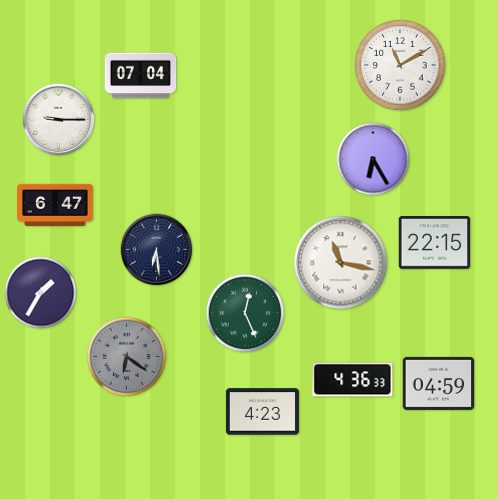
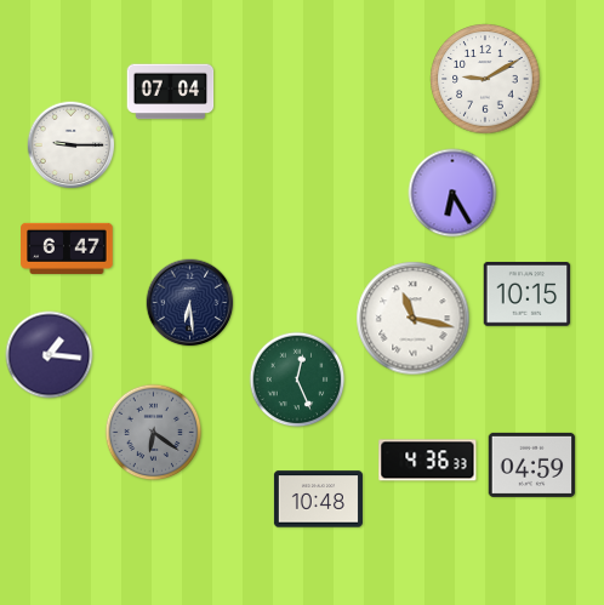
clock at (400, 65): 11:10 -> 9:10
clock at (435, 243): 22:15 -> 10:15
clock at (41, 293): 1:35 -> 1:16
clock at (262, 412): 4:23 -> 10:48
